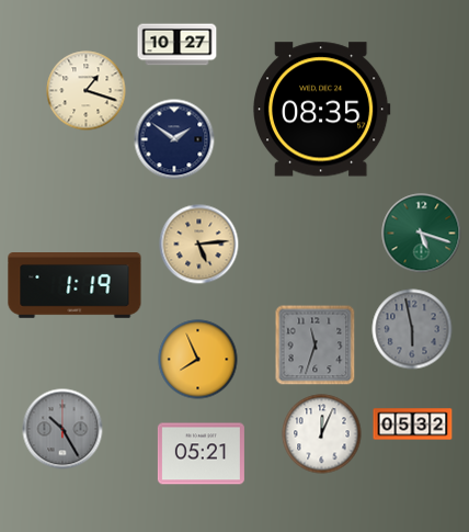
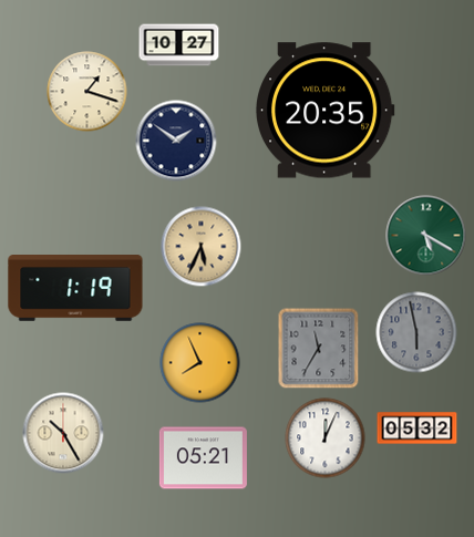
clock at (321, 110): 08:35 -> 20:35
clock at (422, 234): 5:18 -> 5:20
clock at (199, 245): 5:14 -> 5:34
clock at (316, 346): 11:33 -> 11:35
clock at (62, 429) dial: grey -> cream
